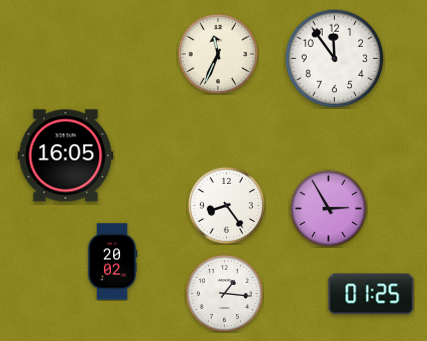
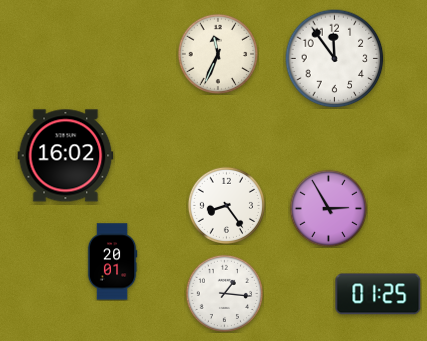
clock at (66, 156): 16:05 -> 16:02
clock at (112, 262): 20:02 -> 20:01
clock at (371, 294) position: (371, 294) -> (378, 294)
